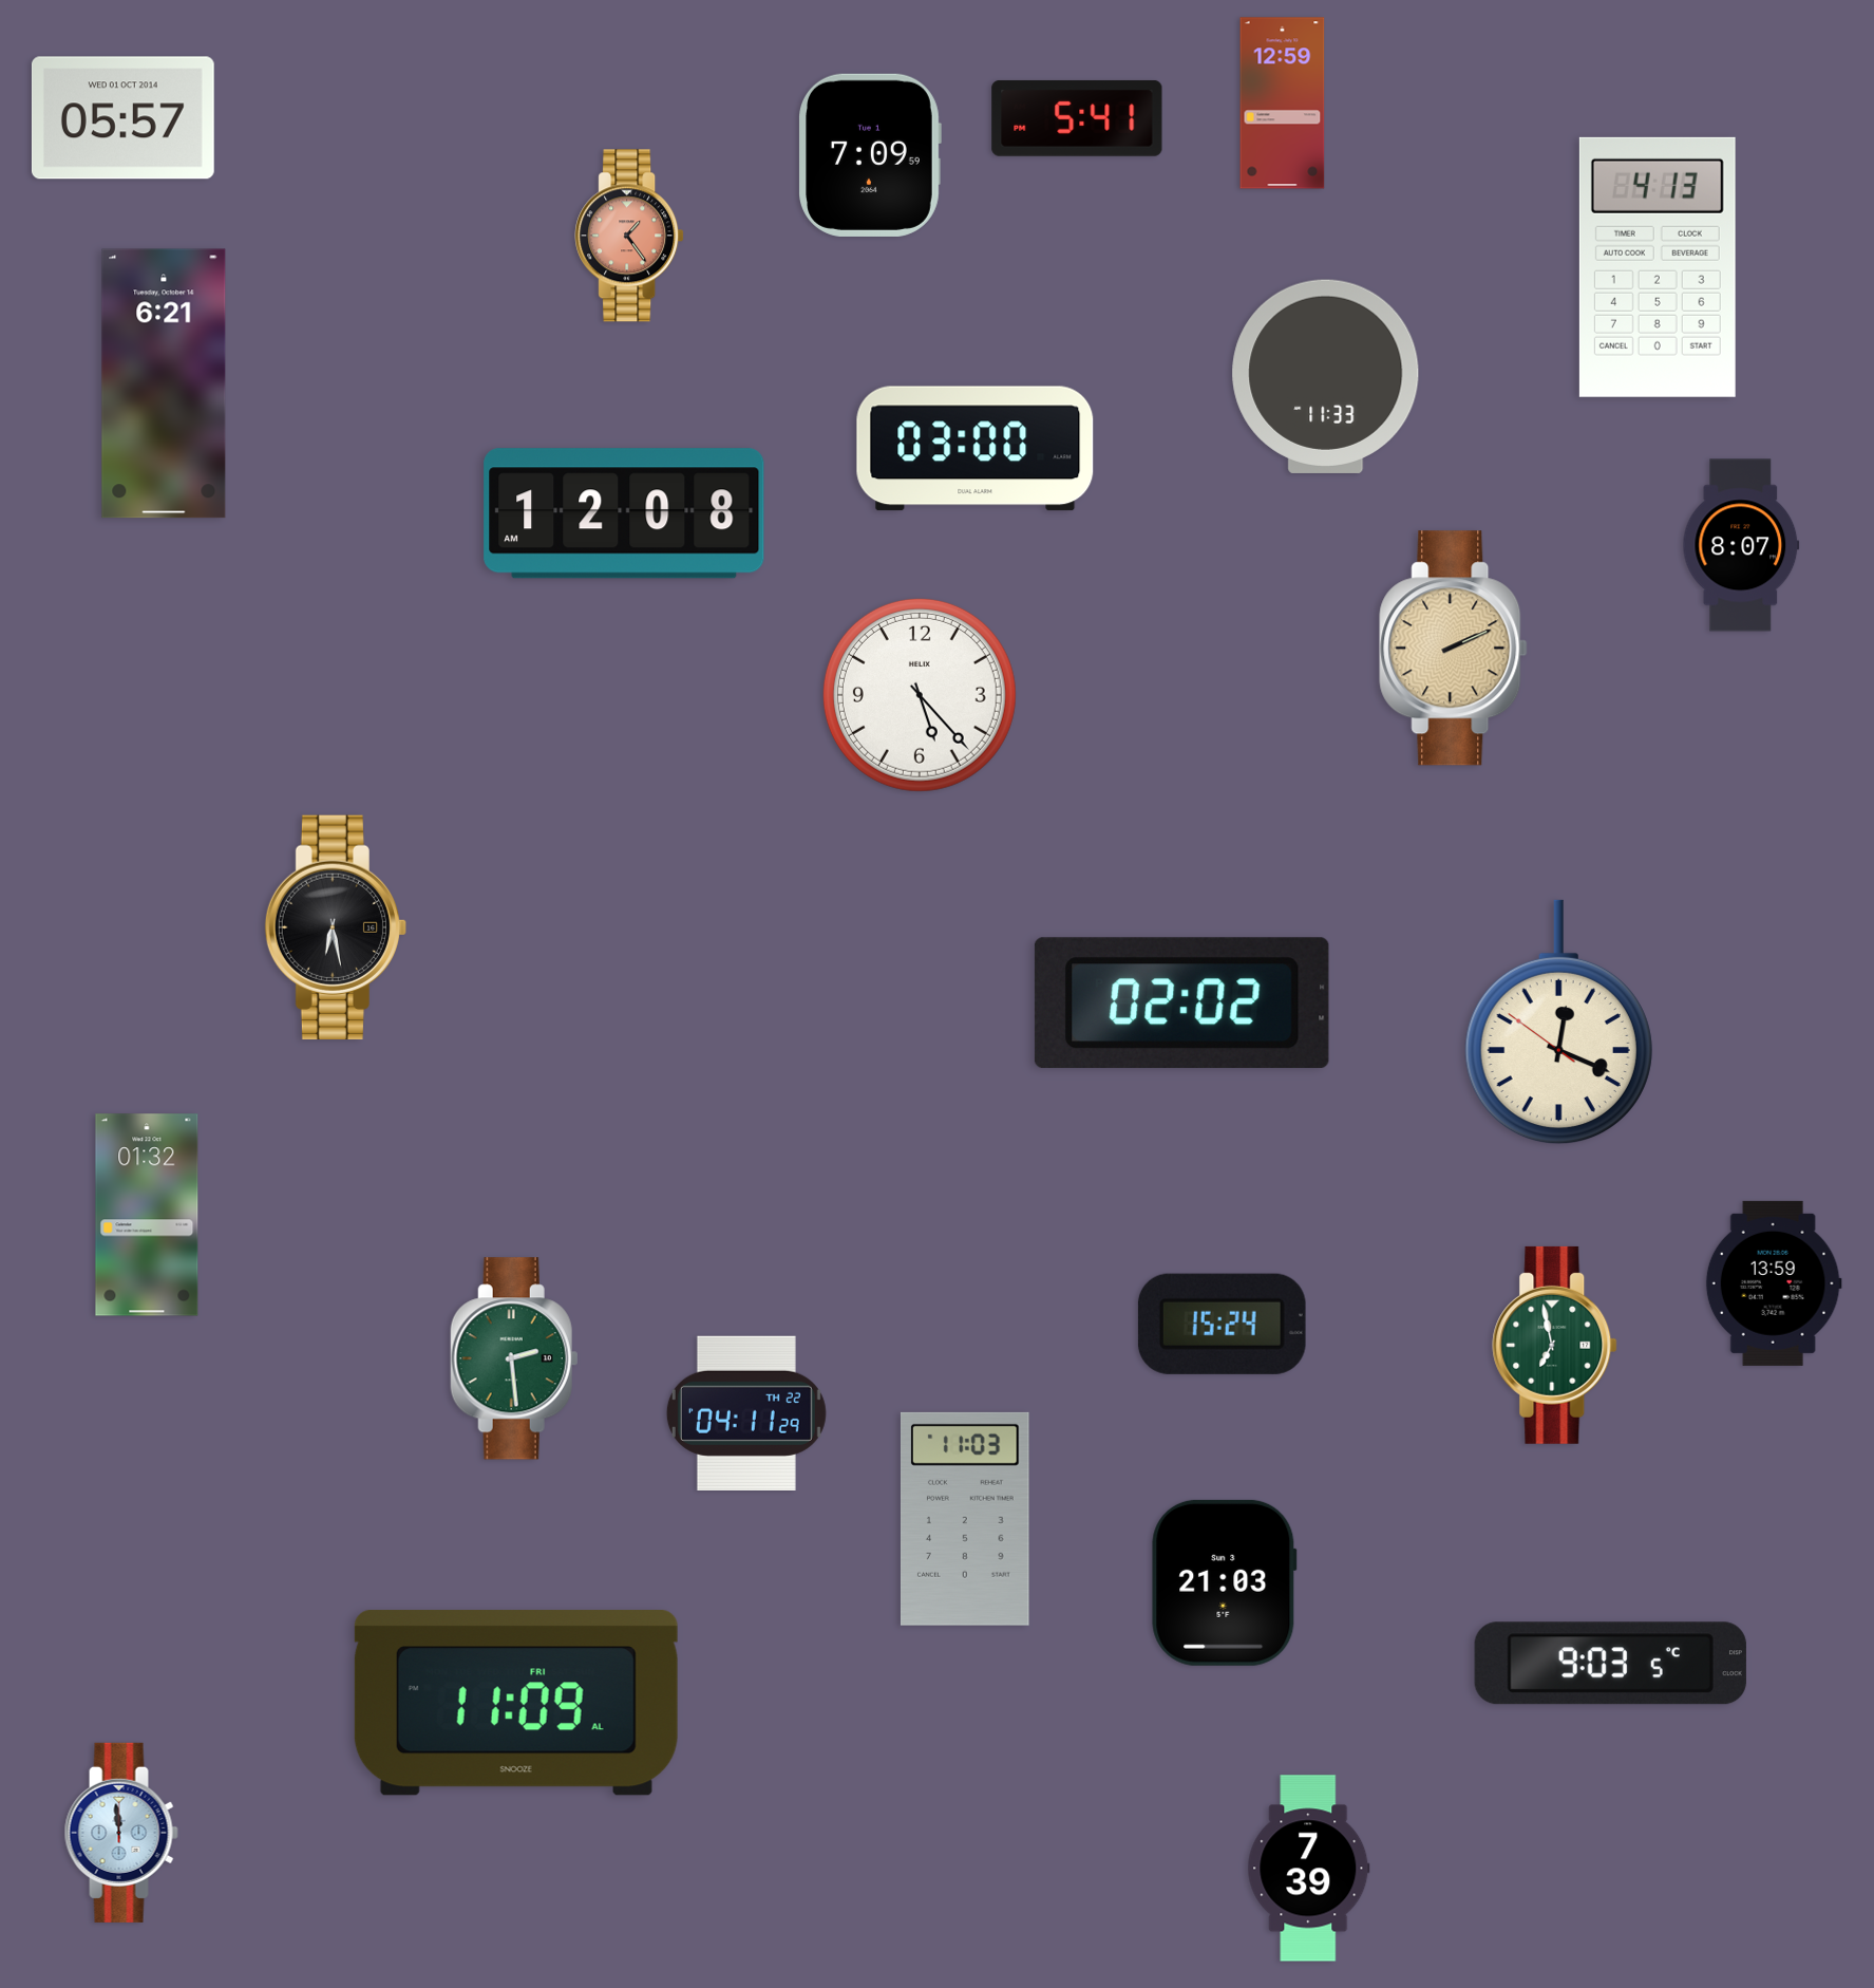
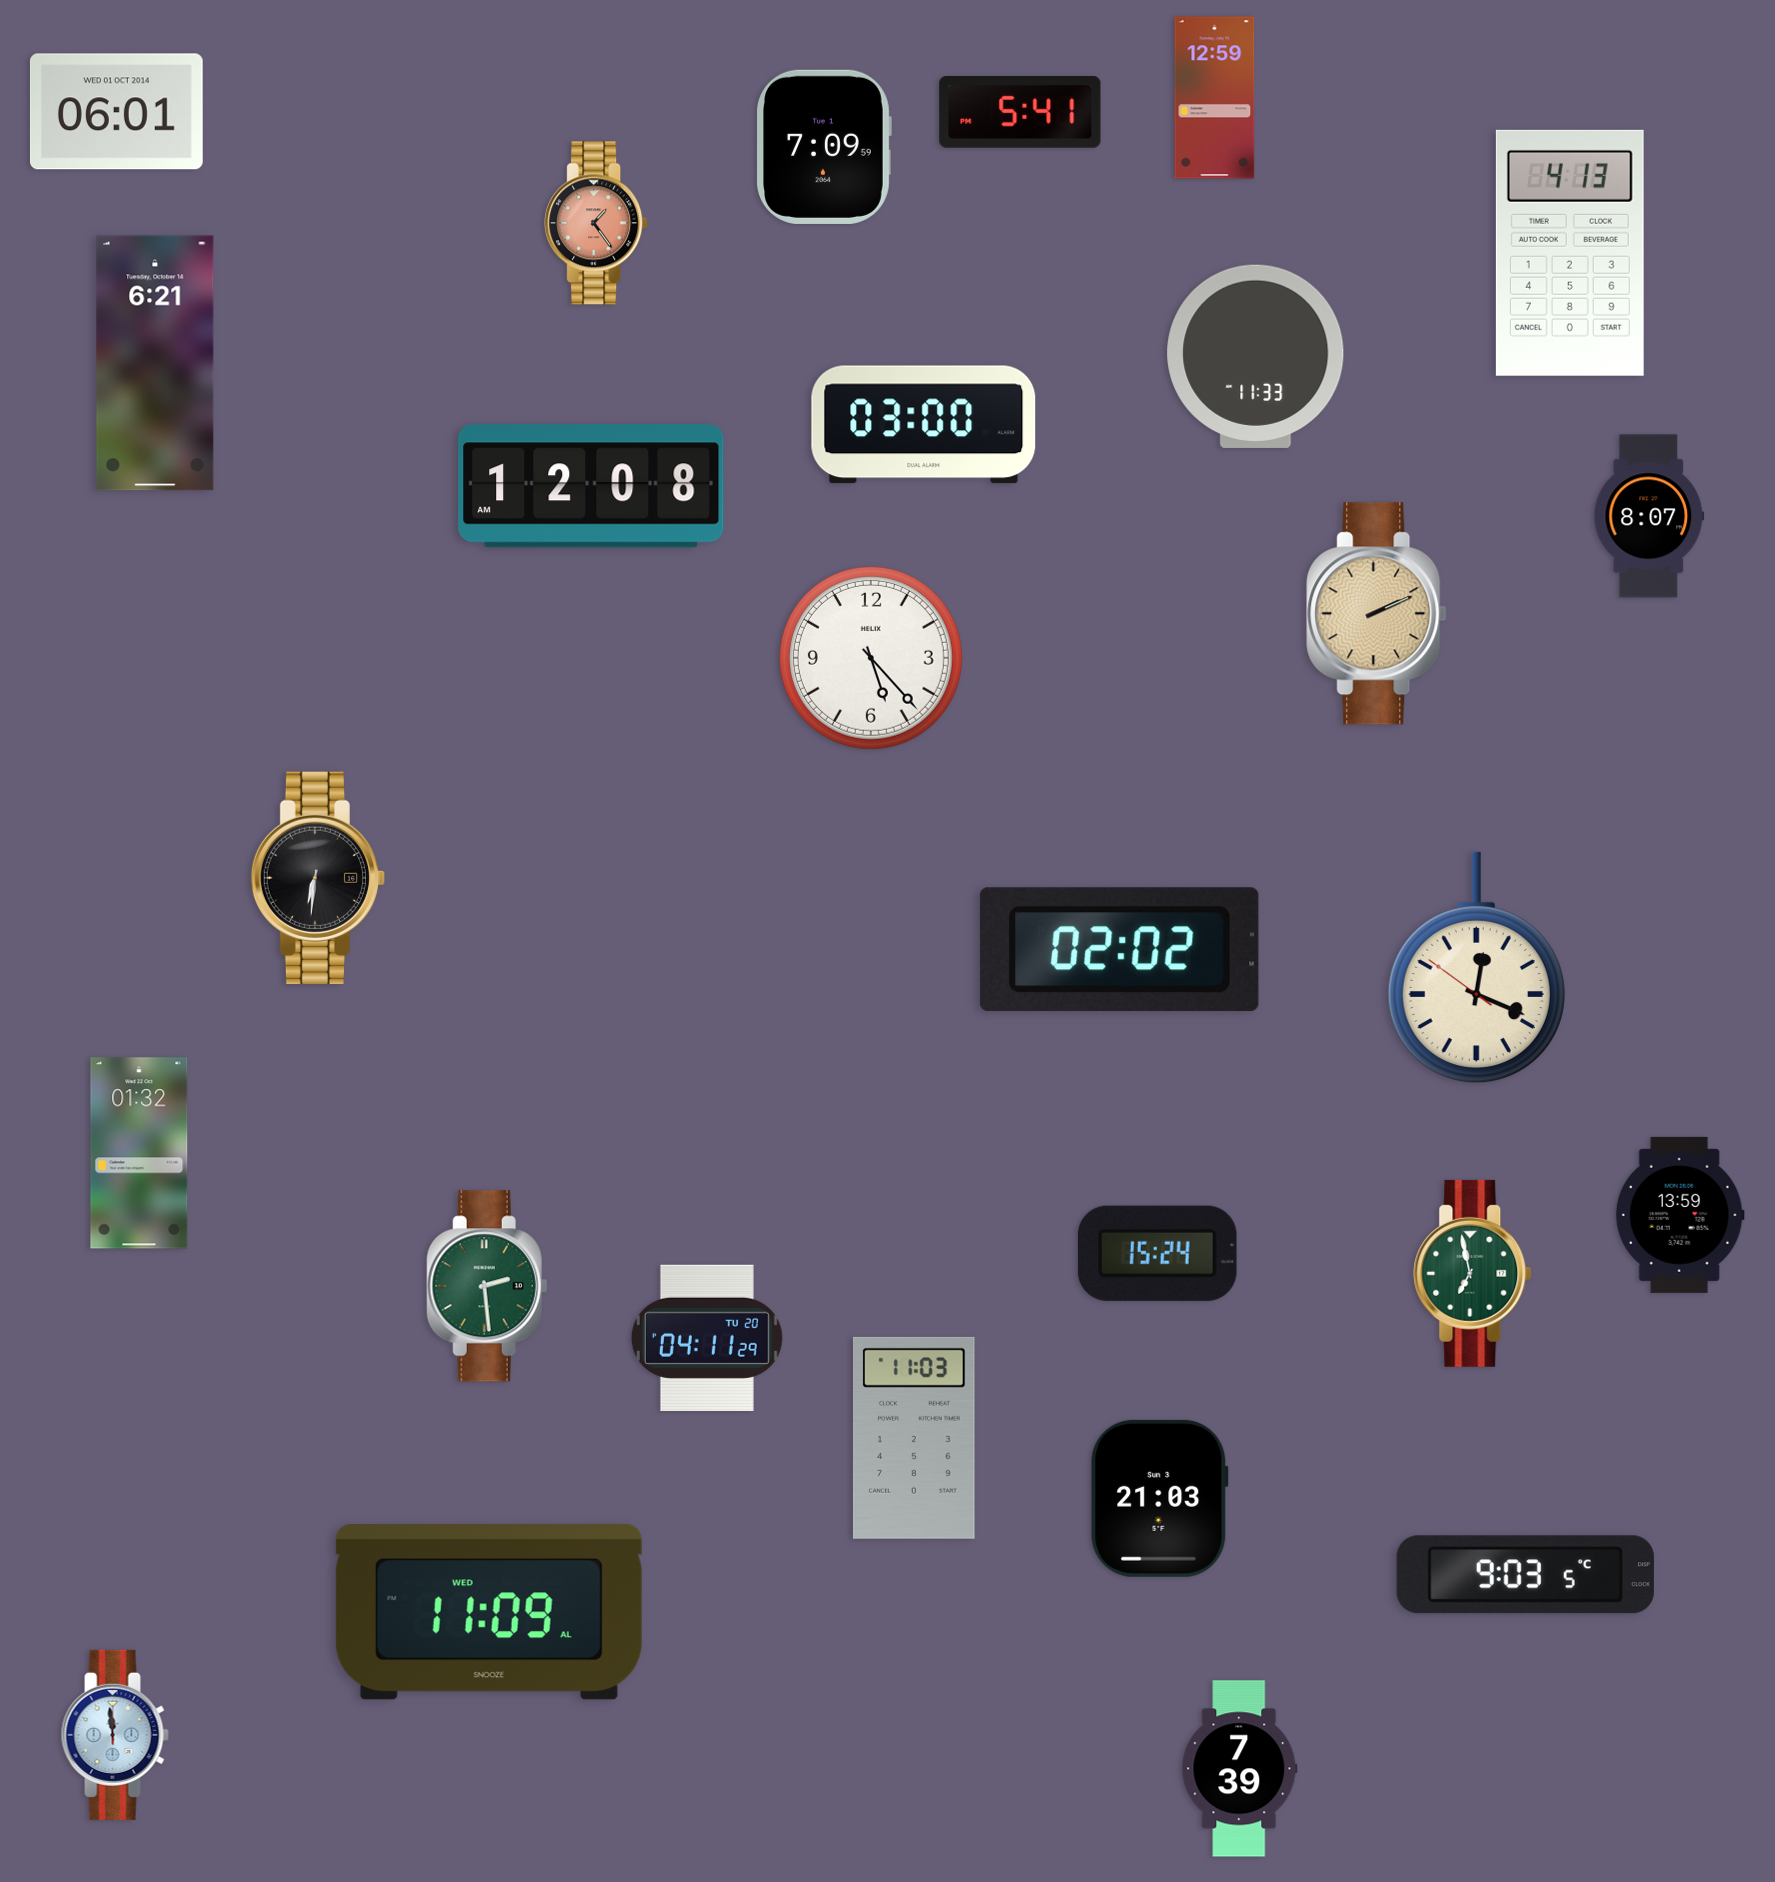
clock at (122, 118): 05:57 -> 06:01
clock at (336, 927): 6:28 -> 6:31
clock at (147, 1215) position: (147, 1215) -> (139, 1153)
clock at (746, 1413) date: TH 22 -> TU 20
clock at (516, 1703) date: FRI -> WED
